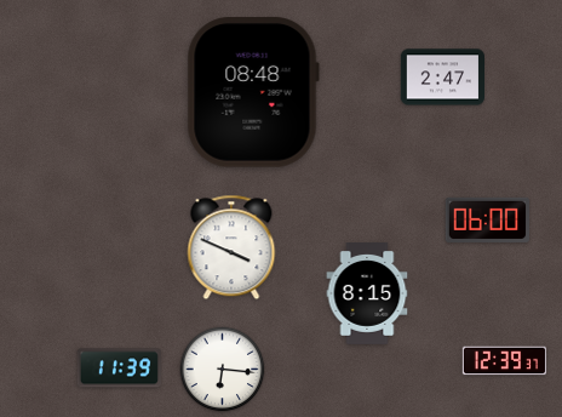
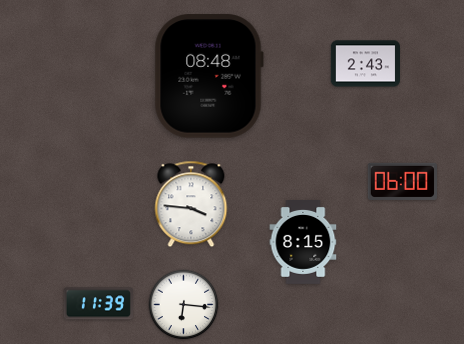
clock at (442, 78): 2:47 -> 2:43
clock at (231, 247): 3:49 -> 3:46
clock at (504, 361): 12:39 -> none
